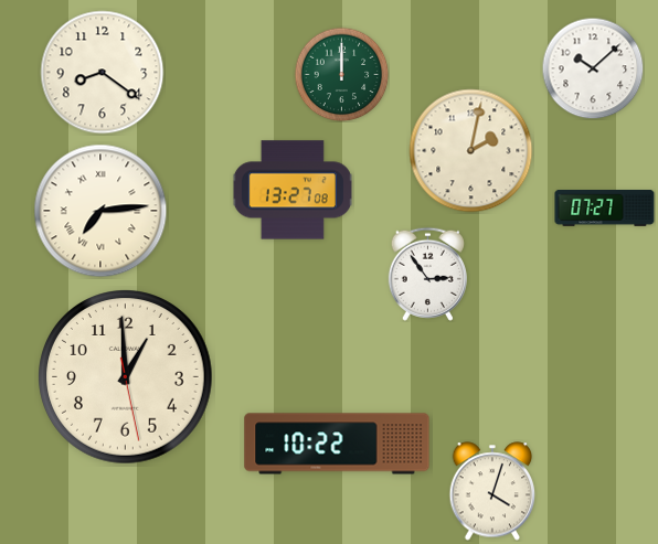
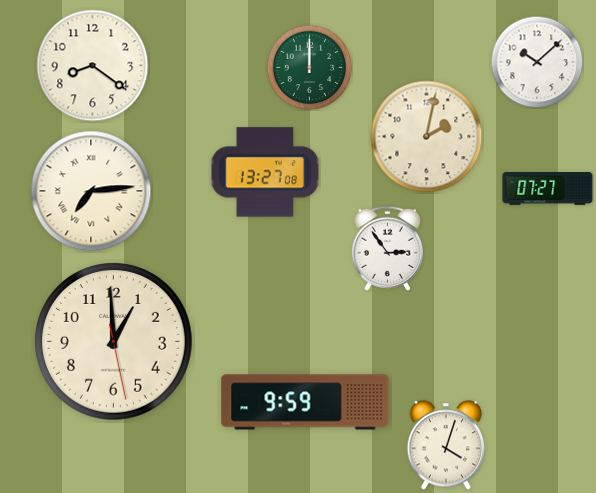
clock at (337, 444): 10:22 -> 9:59
